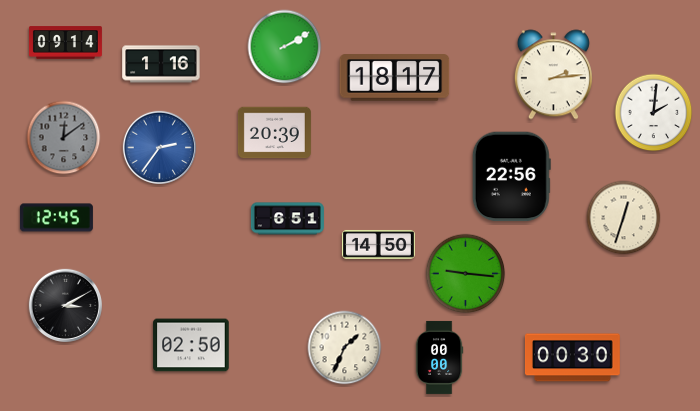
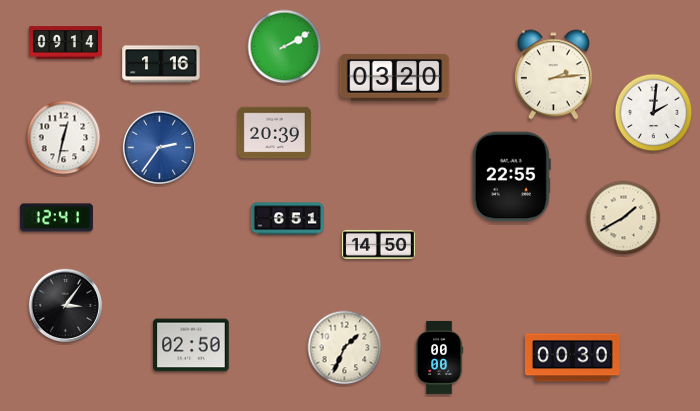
clock at (395, 78): 18:17 -> 03:20
clock at (64, 138): 12:09 -> 12:32
clock at (64, 138) dial: grey -> white
clock at (511, 177): 22:56 -> 22:55
clock at (56, 218): 12:45 -> 12:41
clock at (624, 218): 12:33 -> 1:40
clock at (466, 274): 9:16 -> none
clock at (65, 305): 3:10 -> 3:06
